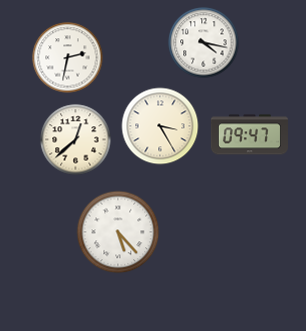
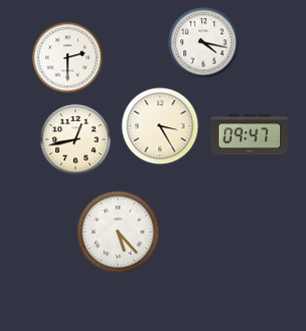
clock at (68, 58): 2:32 -> 2:30
clock at (76, 140): 12:38 -> 12:43
